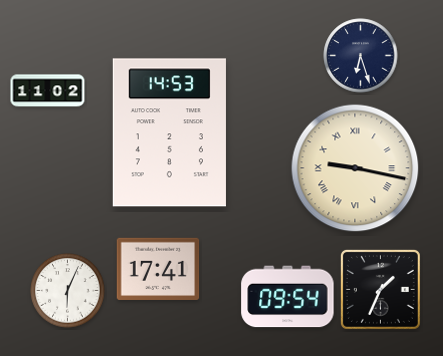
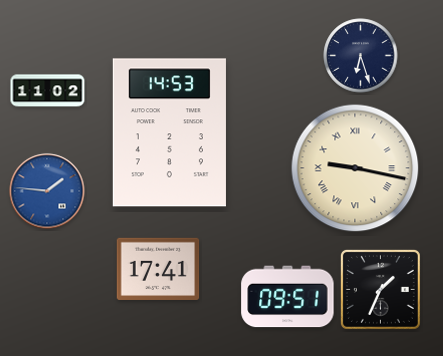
clock at (47, 191): none -> 1:46
clock at (68, 291): 6:04 -> none
clock at (288, 297): 09:54 -> 09:51
